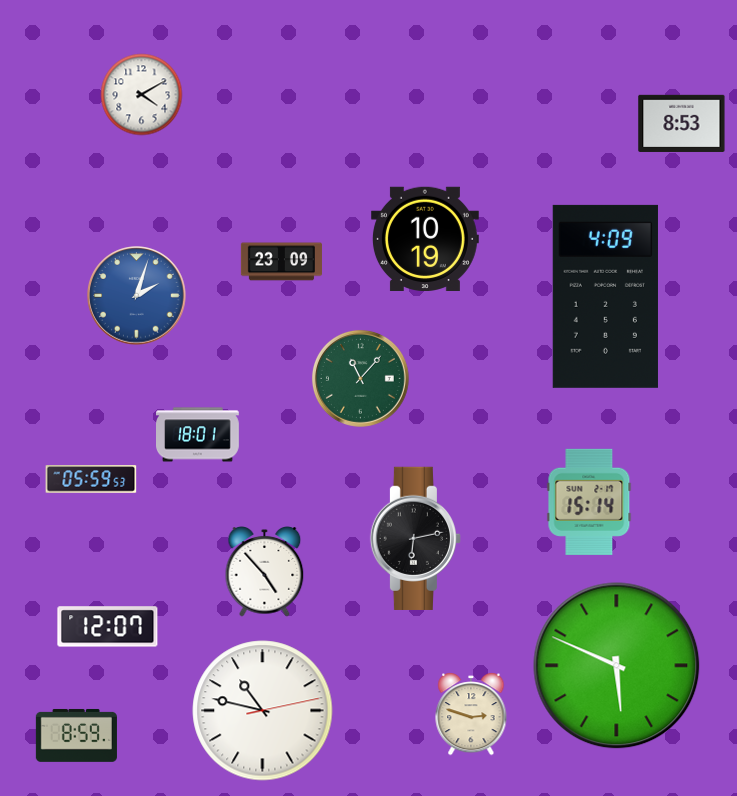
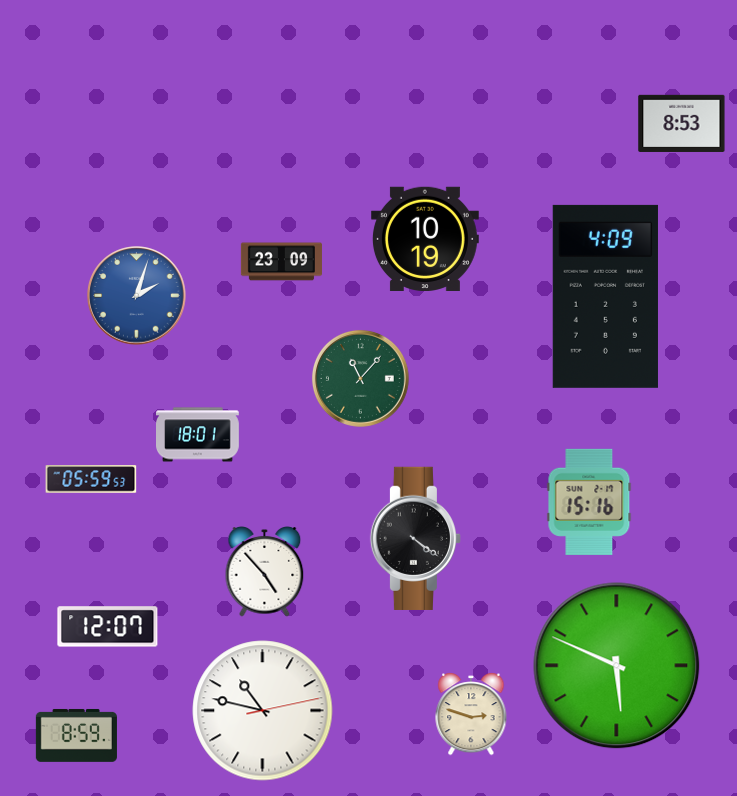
clock at (142, 95): 4:10 -> none
clock at (589, 502): 15:14 -> 15:16
clock at (415, 538): 6:13 -> 4:21
